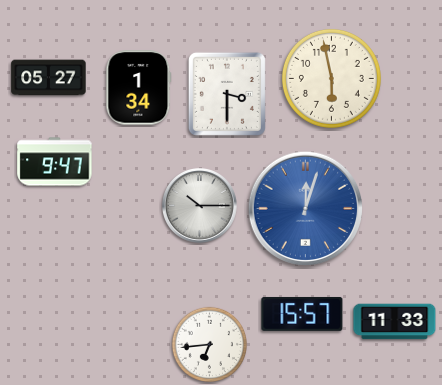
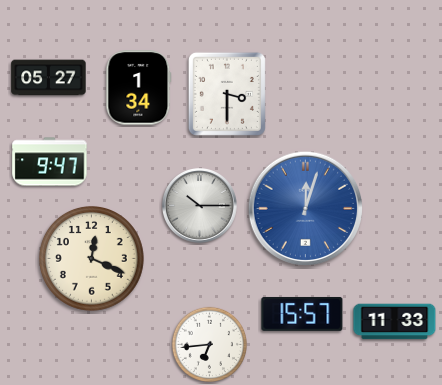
clock at (331, 78): 5:58 -> none
clock at (55, 162) position: (55, 162) -> (50, 162)
clock at (91, 258): none -> 12:19
